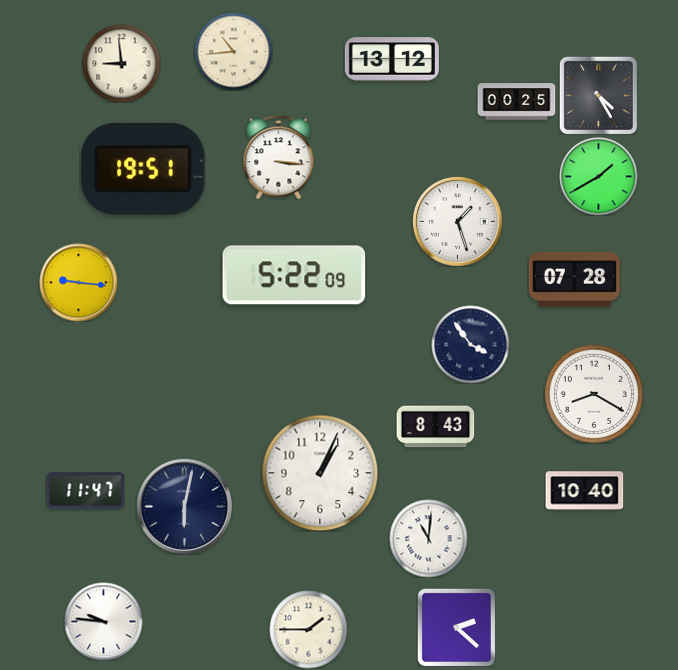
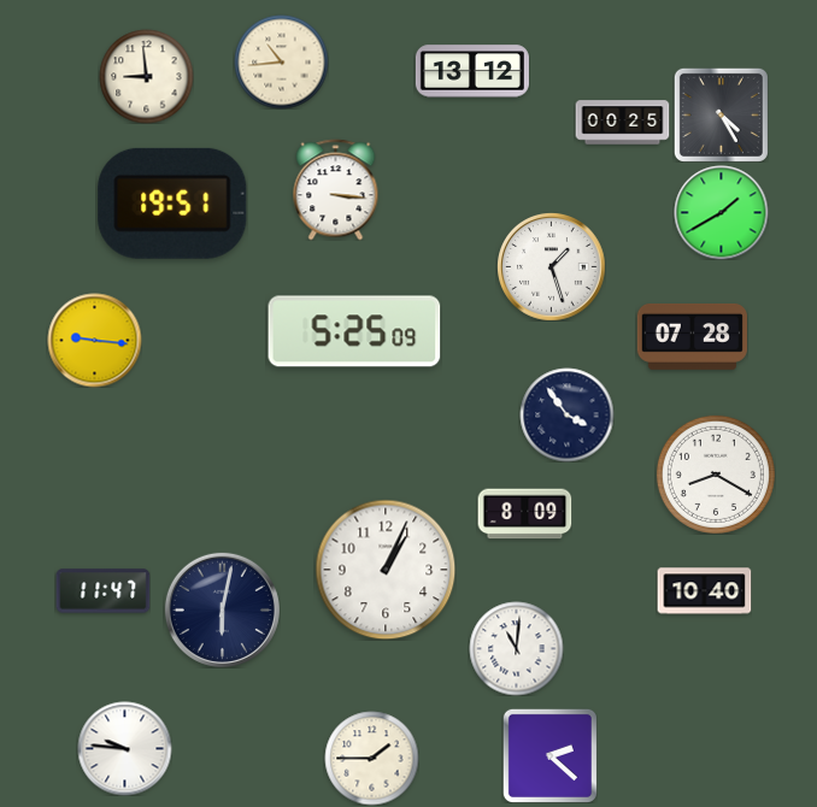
clock at (294, 275): 5:22 -> 5:25
clock at (435, 427): 8:43 -> 8:09
